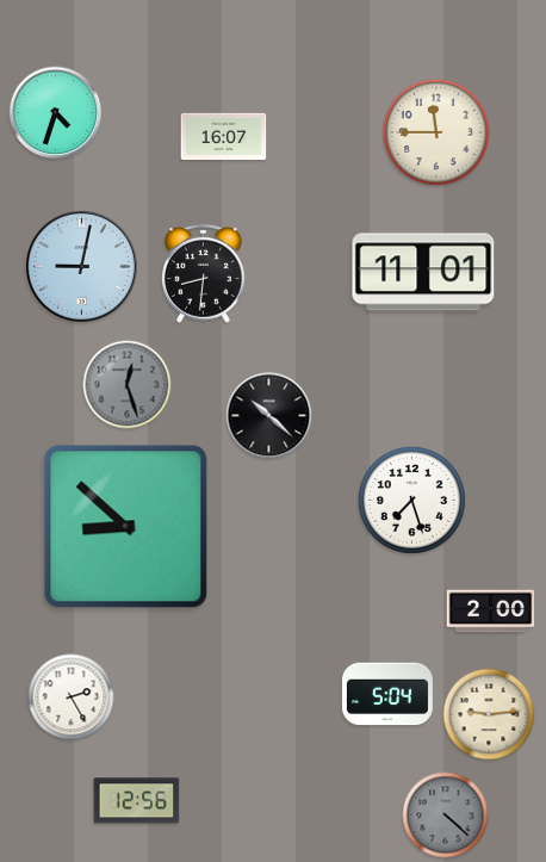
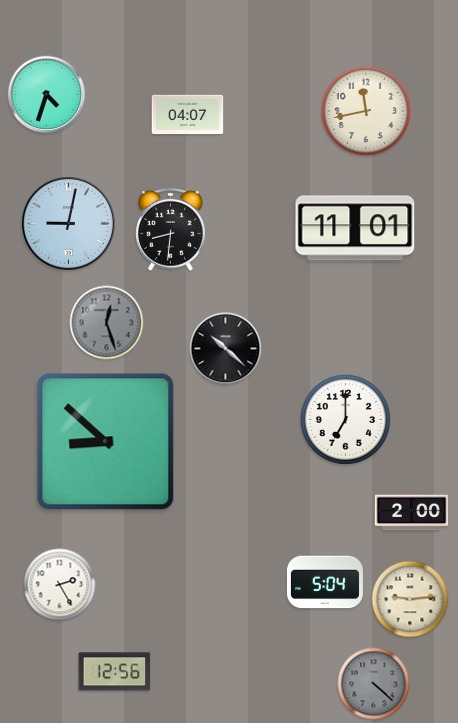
clock at (436, 132): 11:45 -> 11:43
clock at (224, 137): 16:07 -> 04:07
clock at (411, 500): 7:27 -> 7:00
